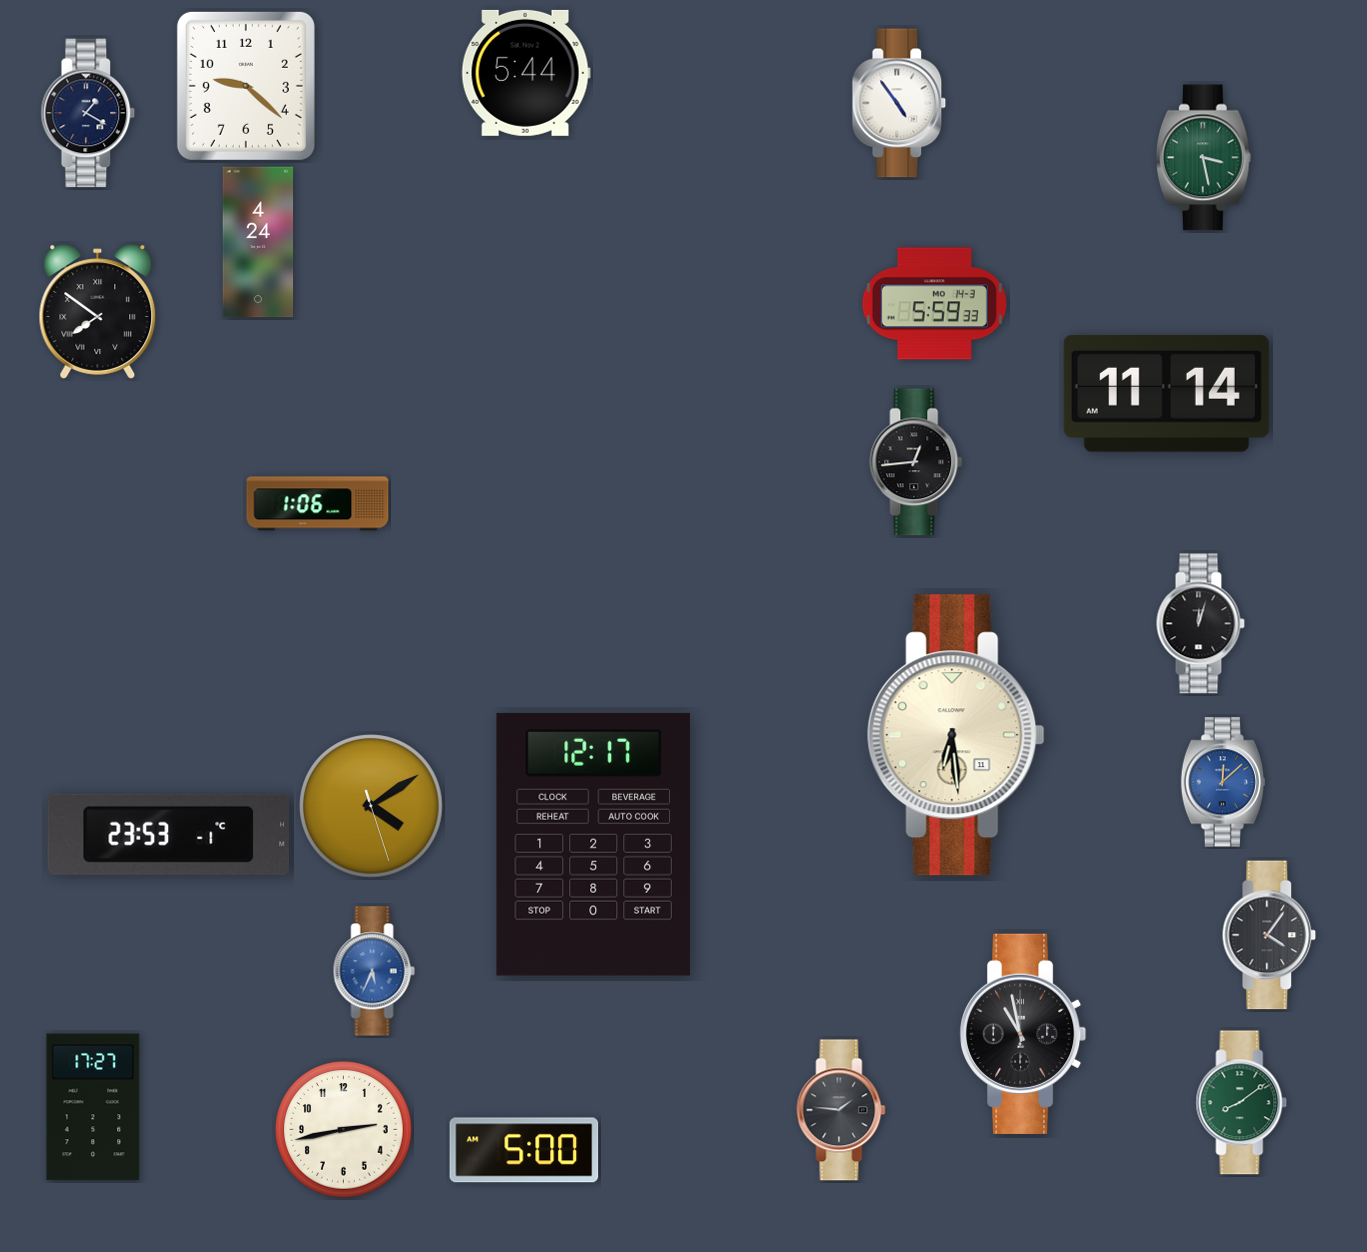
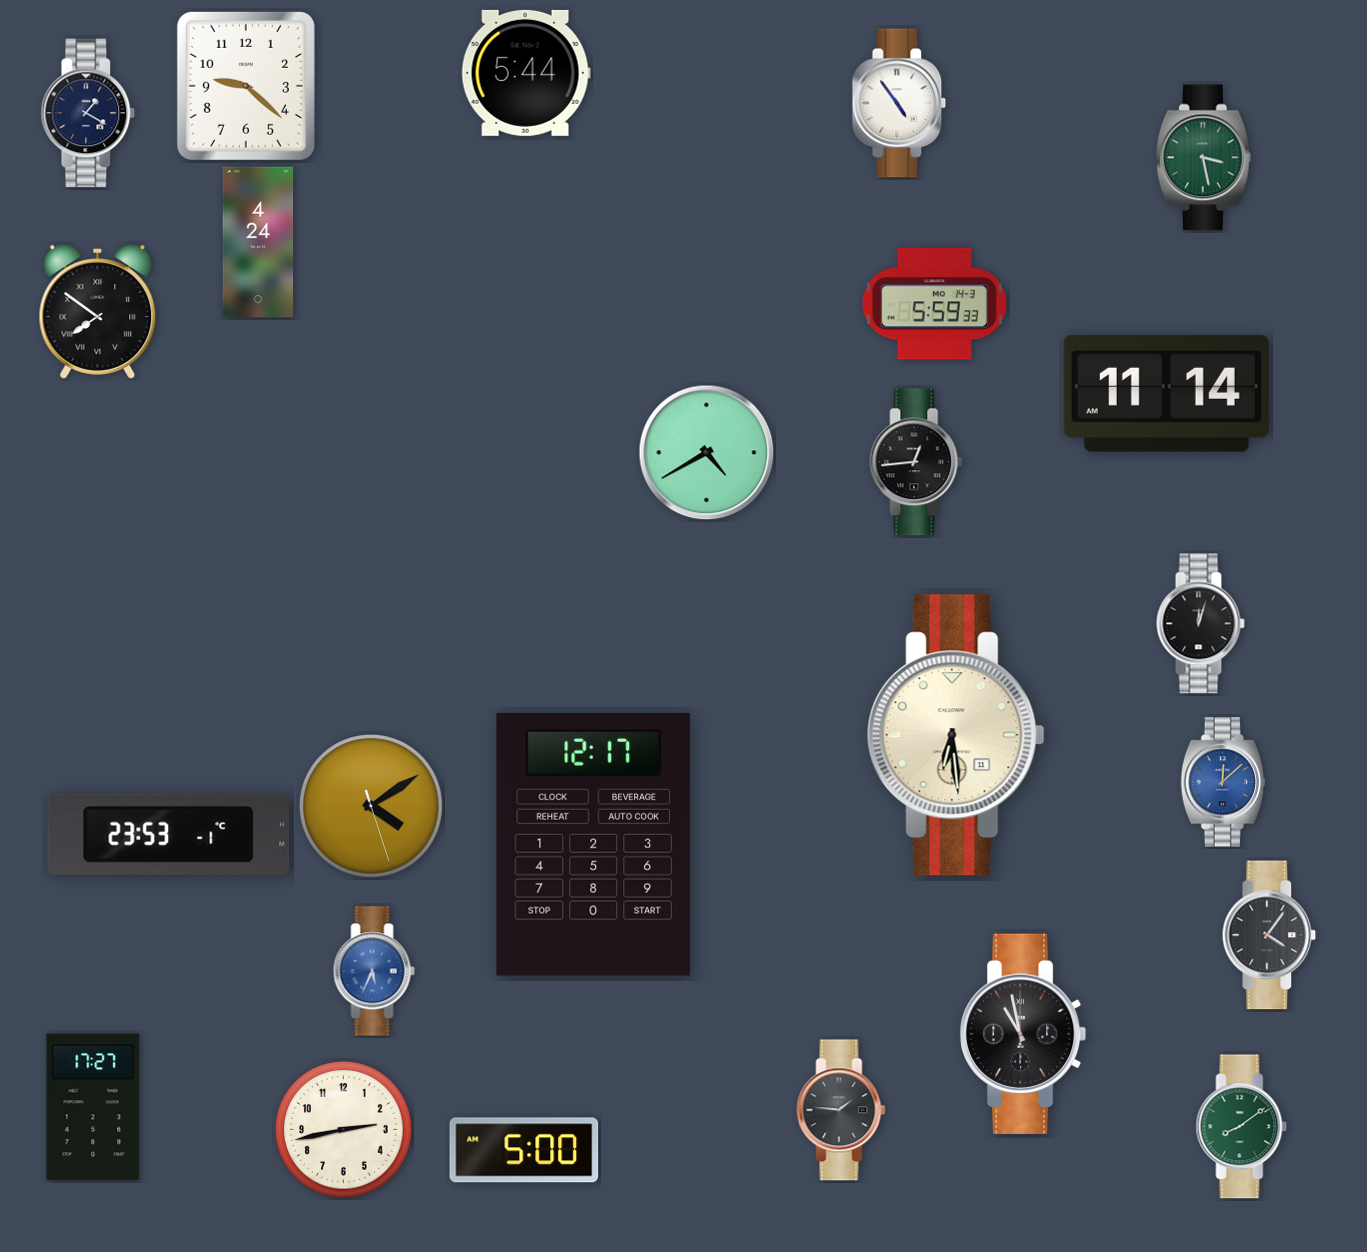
clock at (707, 453): none -> 4:40
clock at (318, 504): 1:06 -> none
clock at (1242, 1103) position: (1242, 1103) -> (1242, 1127)
